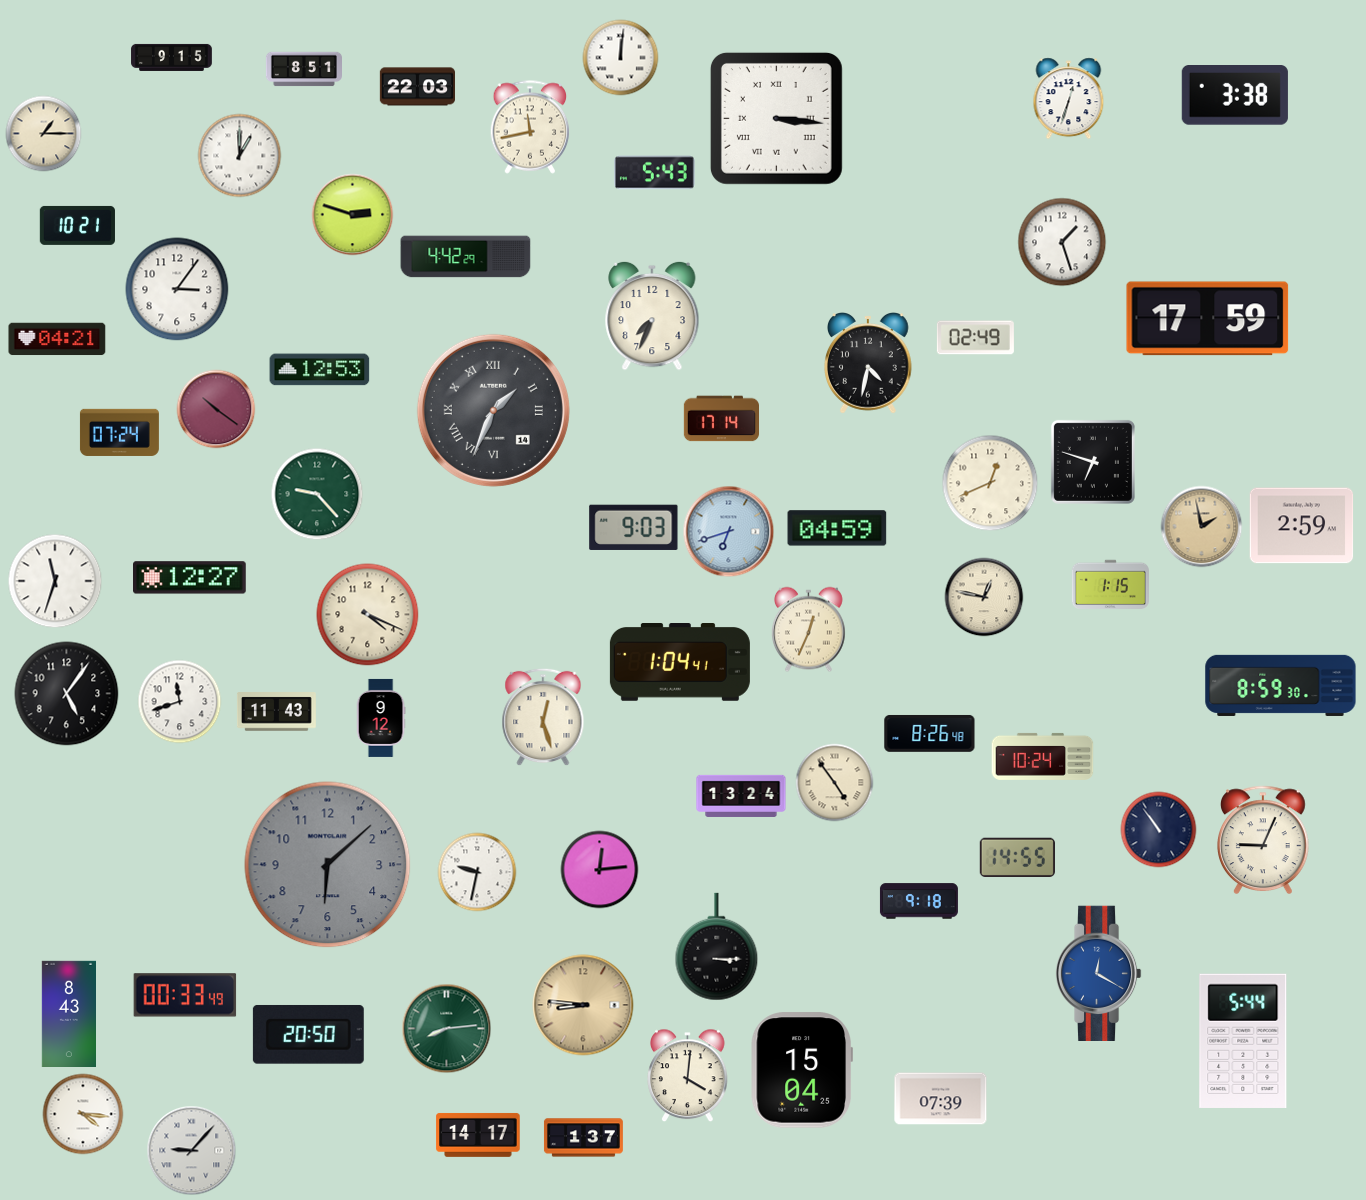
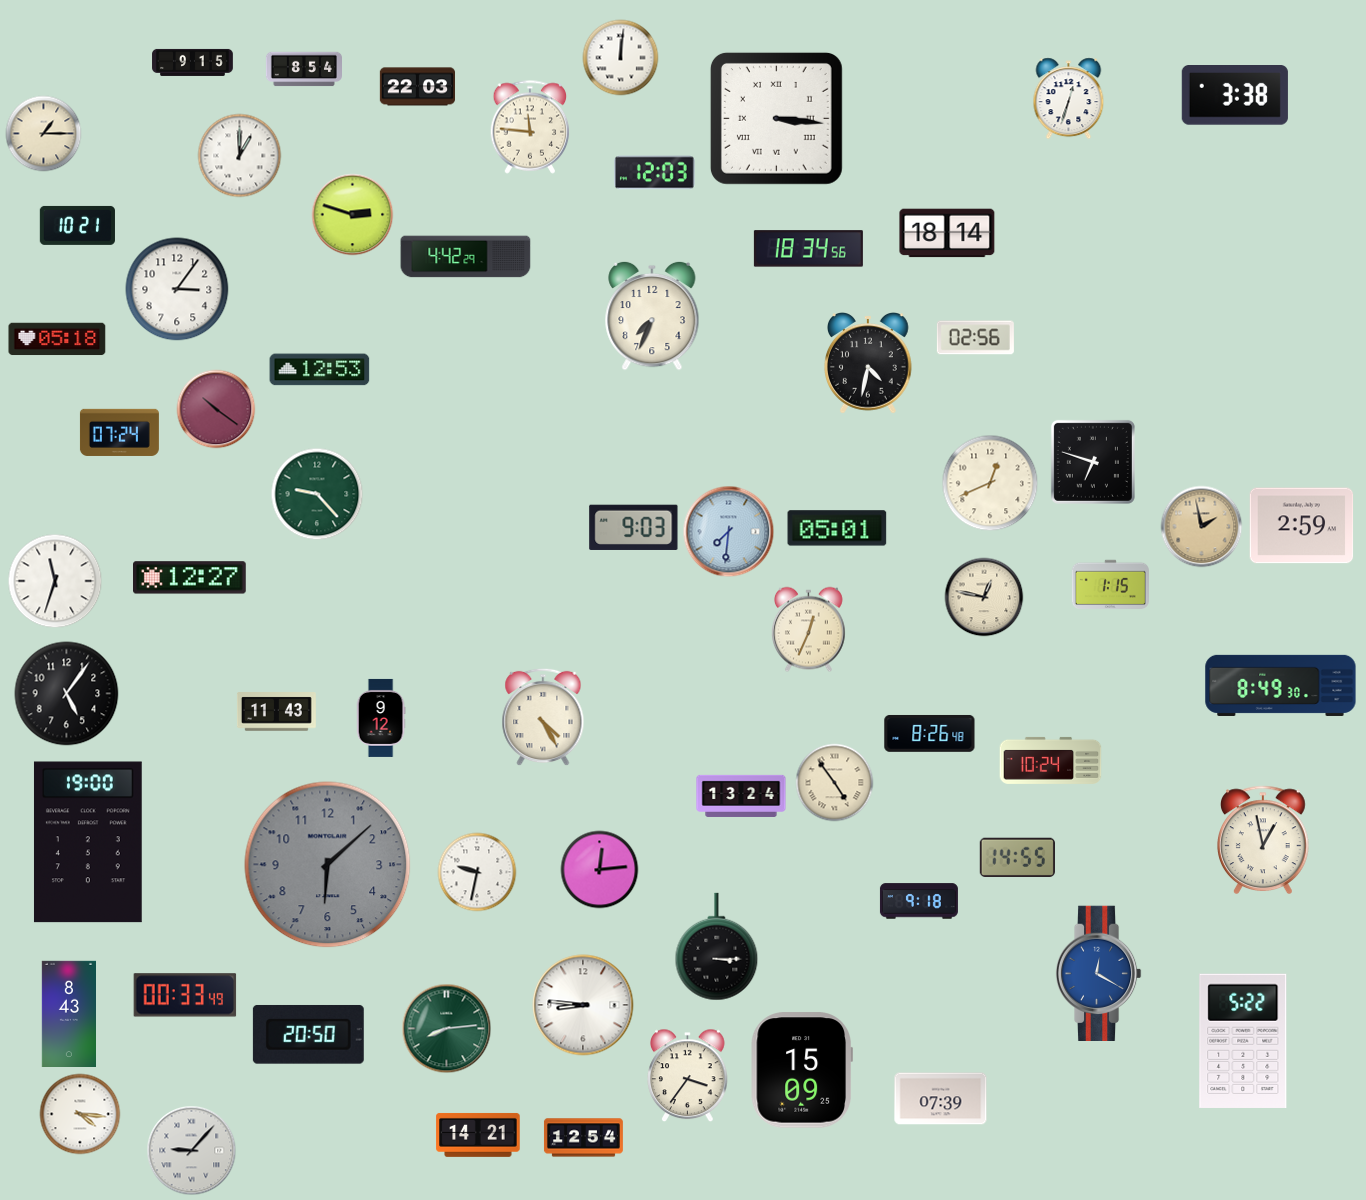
clock at (172, 57) position: (172, 57) -> (193, 62)
clock at (303, 69): 8:51 -> 8:54
clock at (530, 127): 11:43 -> 11:46
clock at (655, 173): 5:43 -> 12:03
clock at (947, 233): none -> 18:14
clock at (1062, 242): 1:27 -> none
clock at (808, 249): none -> 18:34
clock at (1208, 319): 17:59 -> none
clock at (975, 338): 02:49 -> 02:56
clock at (57, 339): 04:21 -> 05:18
clock at (493, 410): 1:34 -> none
clock at (721, 419): 17:14 -> none
clock at (837, 528): 04:59 -> 05:01
clock at (729, 532): 6:42 -> 7:31
clock at (368, 615): 4:19 -> none
clock at (680, 663): 1:04 -> none
clock at (1281, 685): 8:59 -> 8:49
clock at (180, 702): 11:42 -> none
clock at (543, 717): 12:27 -> 4:25
clock at (1043, 756) position: (1043, 756) -> (1051, 760)
clock at (1159, 830): 10:54 -> none
clock at (1264, 839): 9:04 -> 12:58
clock at (88, 842): none -> 19:00
clock at (583, 1005) dial: champagne -> white
clock at (1243, 1041): 5:44 -> 5:22
clock at (802, 1070): 15:04 -> 15:09
clock at (688, 1076): 4:01 -> 3:36
clock at (83, 1114) position: (83, 1114) -> (80, 1114)
clock at (478, 1135): 14:17 -> 14:21
clock at (583, 1138): 1:37 -> 12:54
